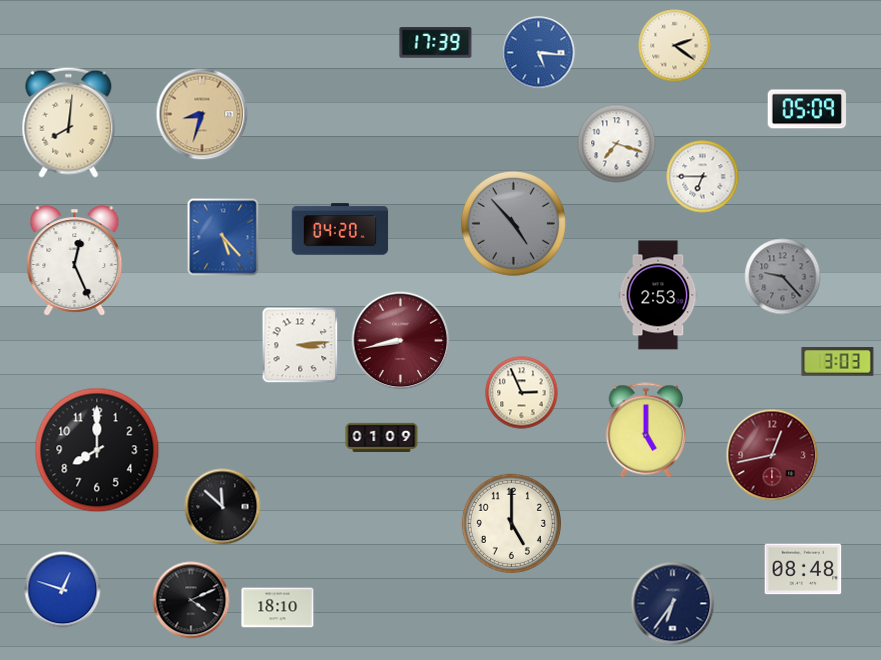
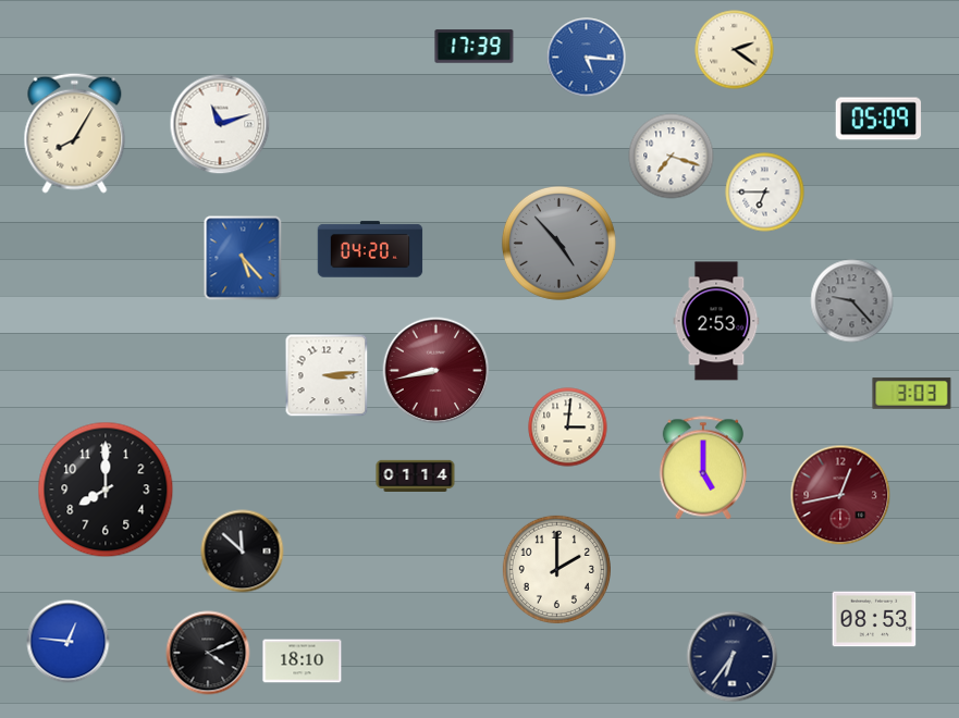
clock at (202, 114): 8:33 -> 11:12
clock at (202, 114) dial: champagne -> white
clock at (69, 122): 8:01 -> 8:05
clock at (75, 261): 12:26 -> none
clock at (522, 393): 2:56 -> 3:01
clock at (382, 437): 01:09 -> 01:14
clock at (511, 523): 5:00 -> 2:00
clock at (803, 569): 08:48 -> 08:53
clock at (63, 590): 12:48 -> 12:46
